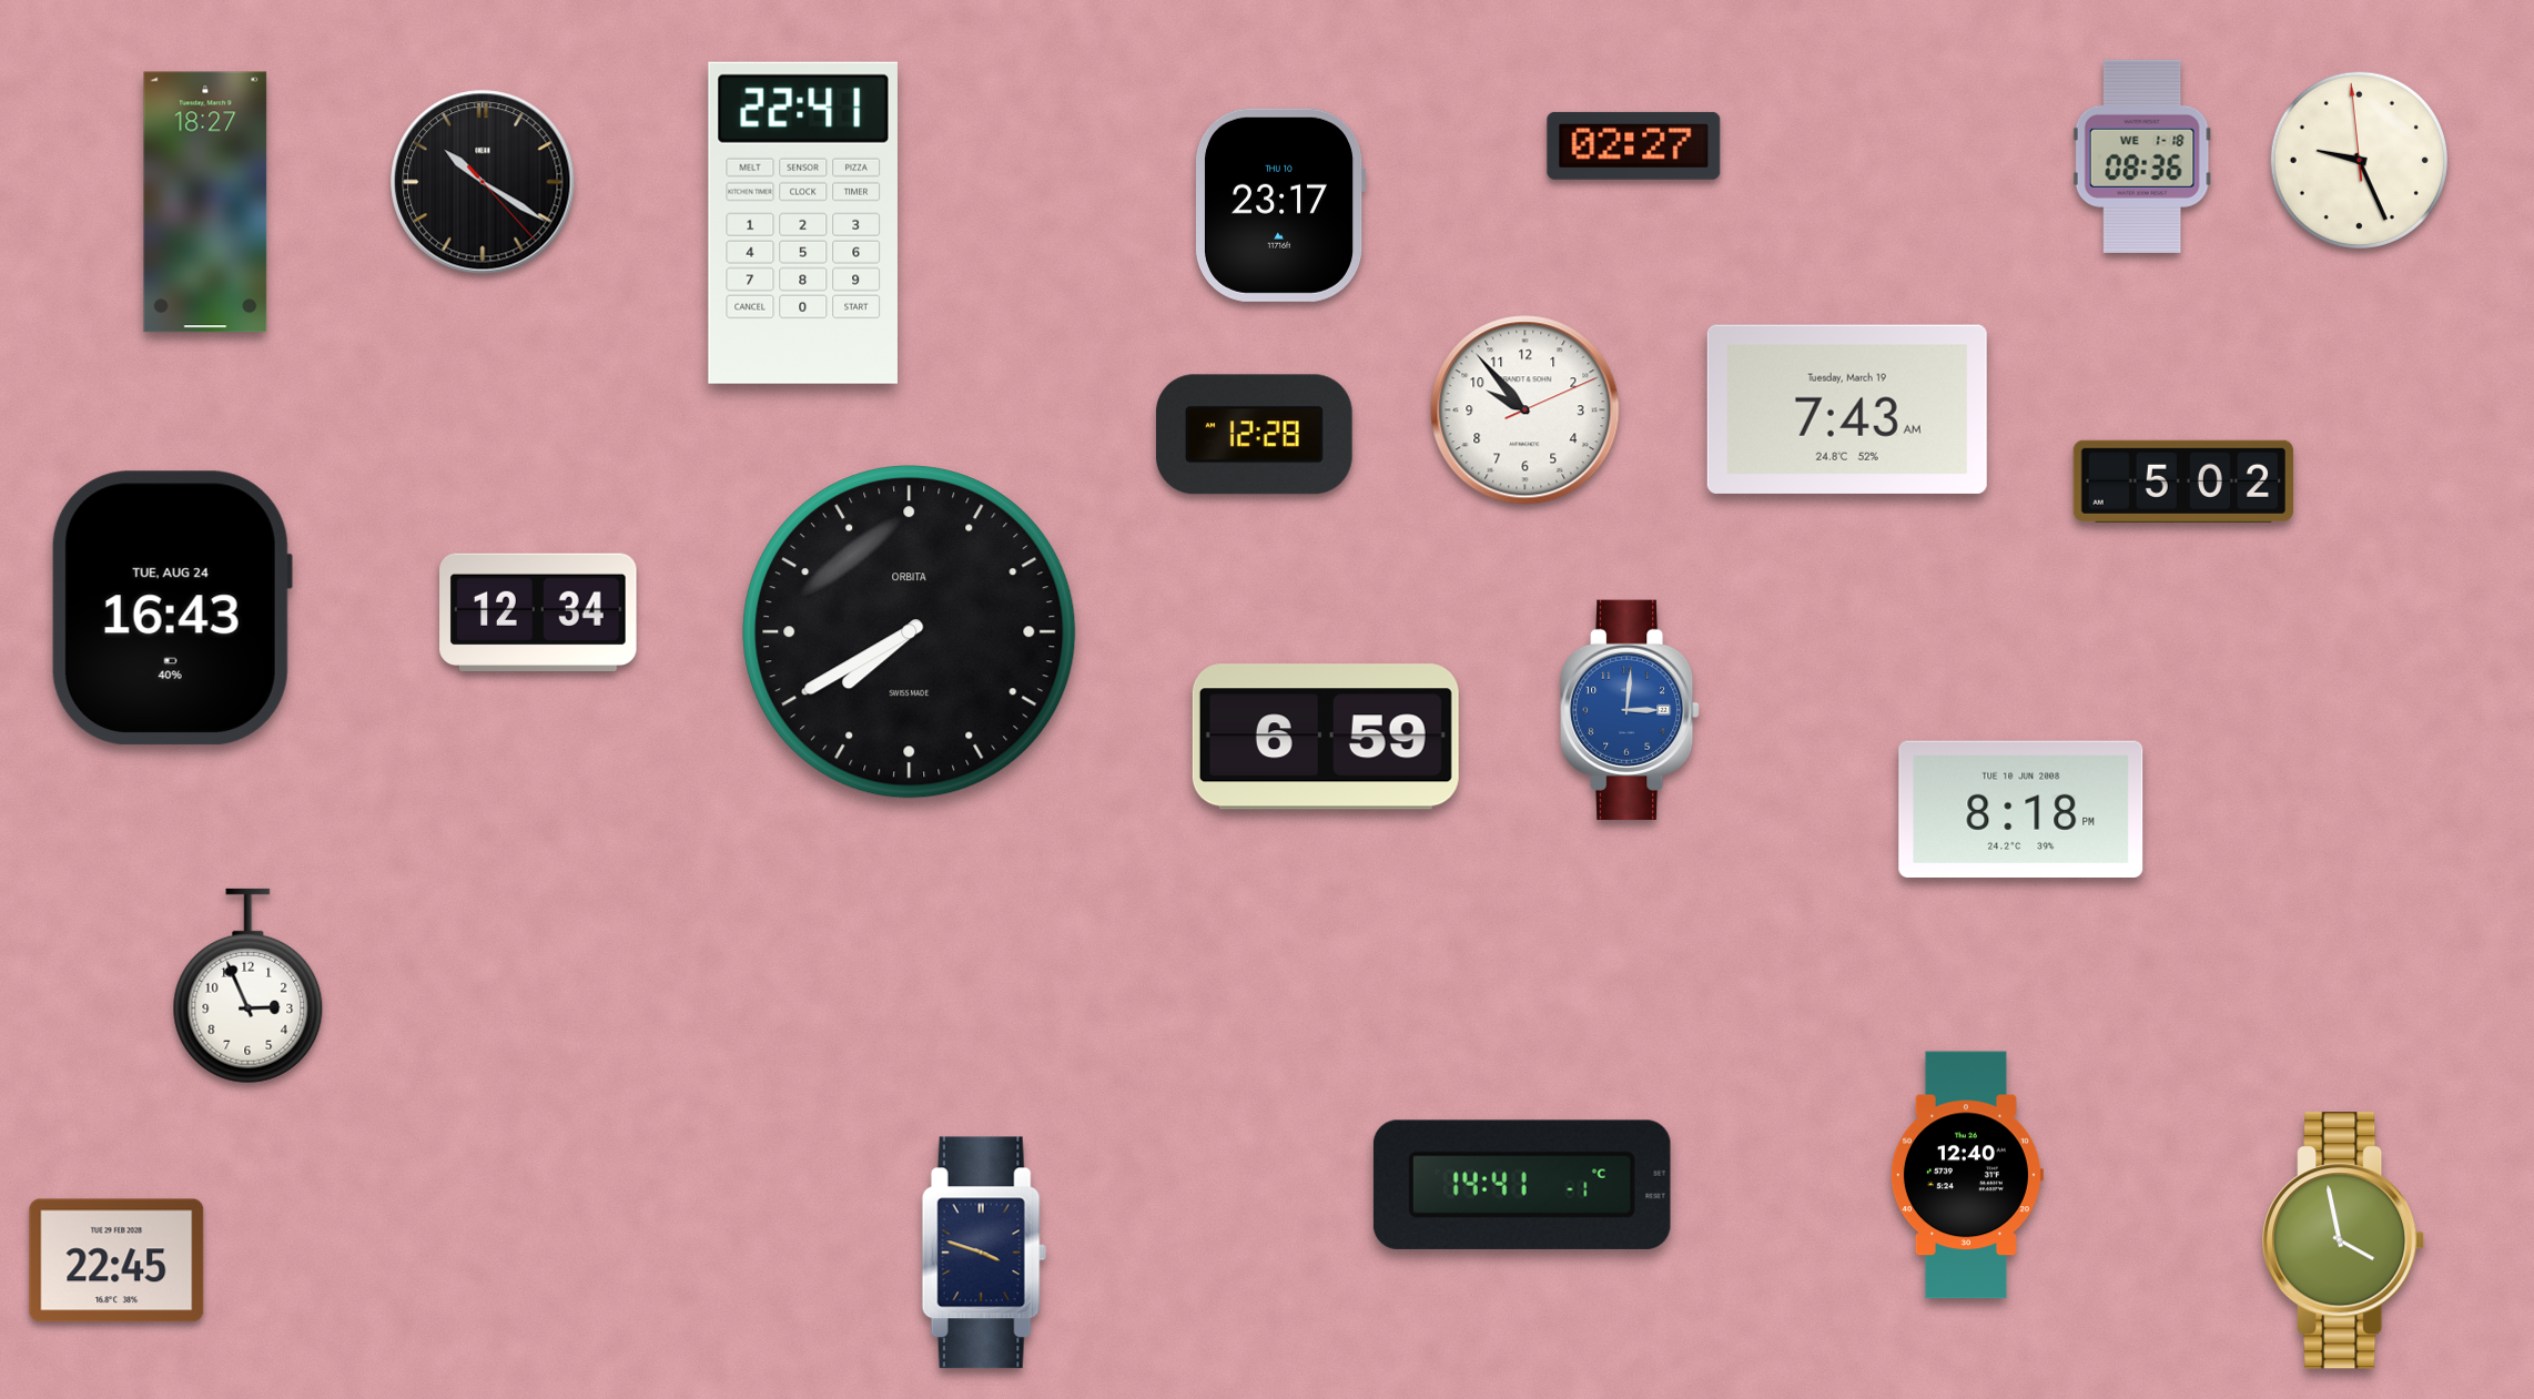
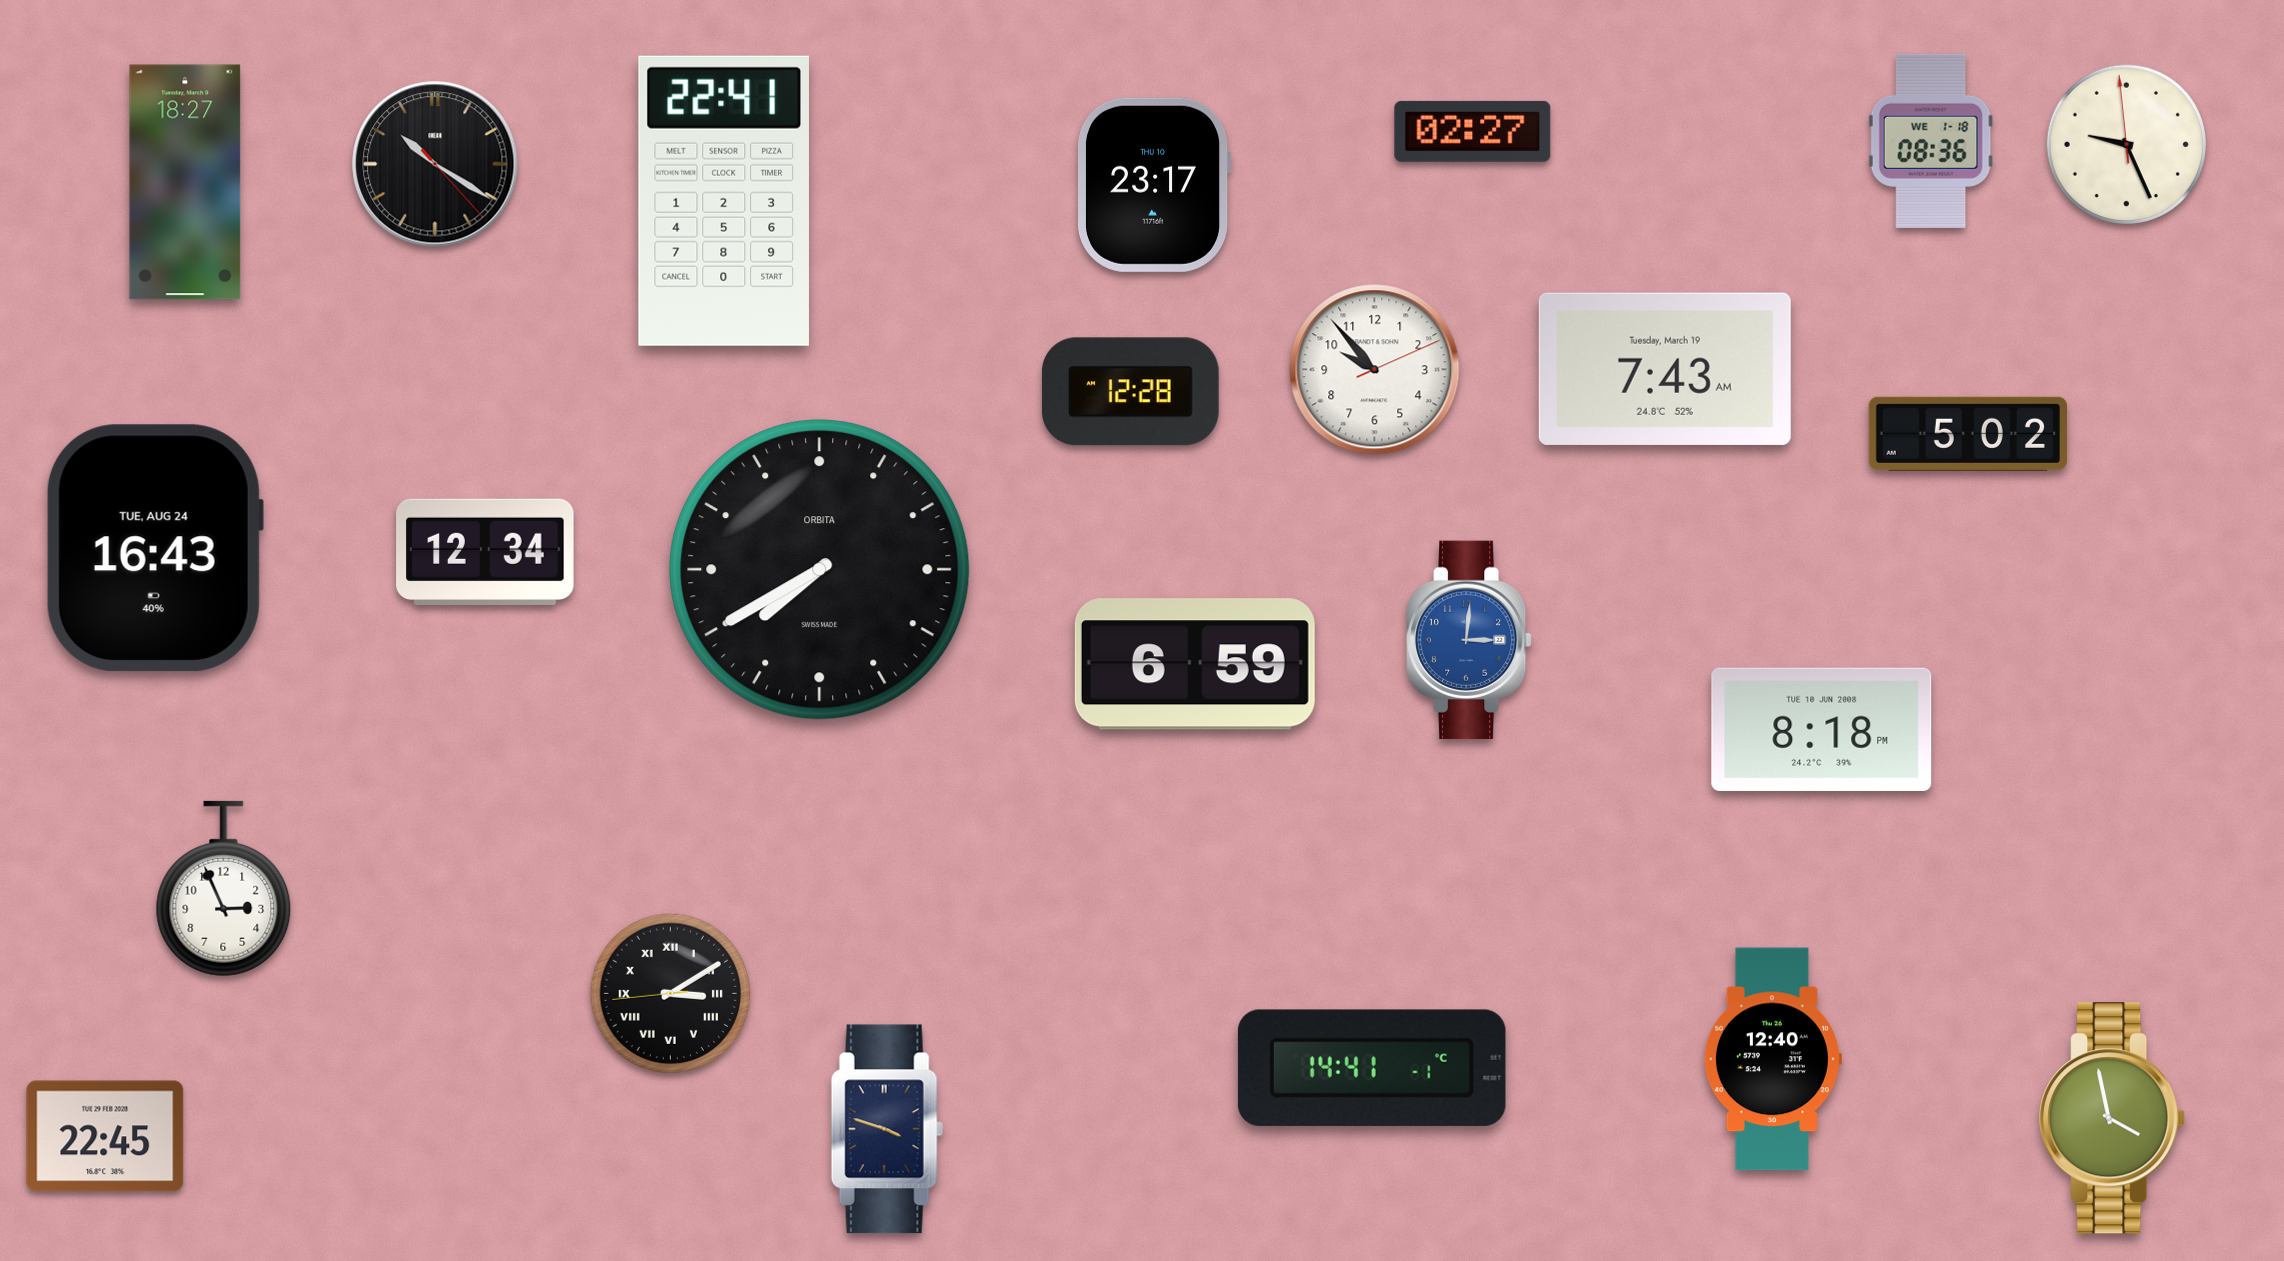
clock at (670, 993): none -> 3:09
